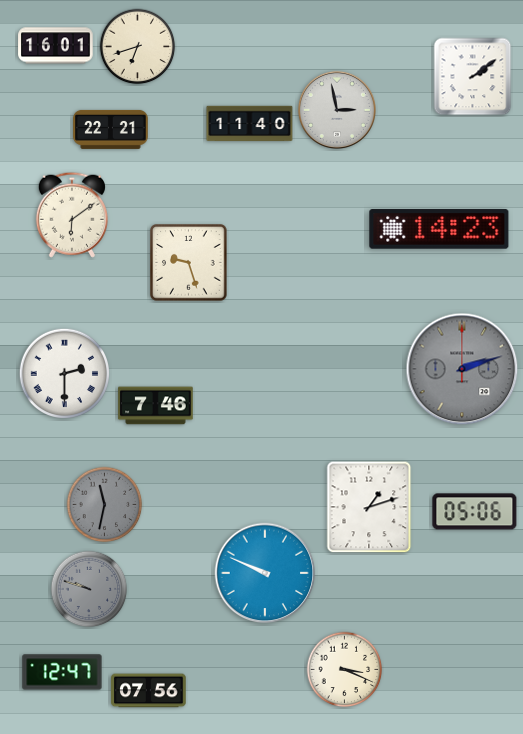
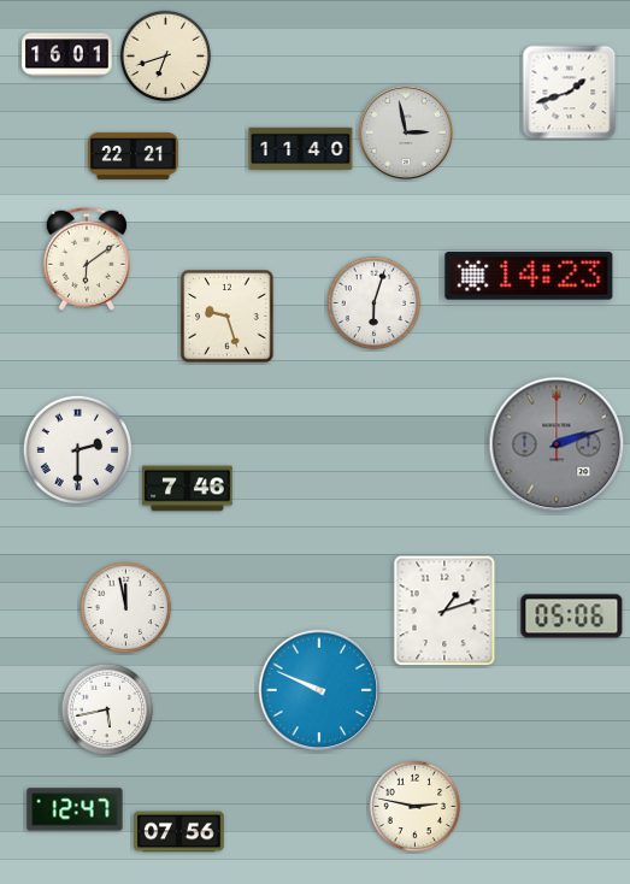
clock at (473, 77): 2:09 -> 1:42
clock at (375, 303): none -> 6:03
clock at (105, 505): 11:32 -> 11:58
clock at (105, 505) dial: grey -> white
clock at (89, 589): 9:48 -> 5:43
clock at (89, 589) dial: grey -> white
clock at (345, 670): 3:19 -> 2:47
